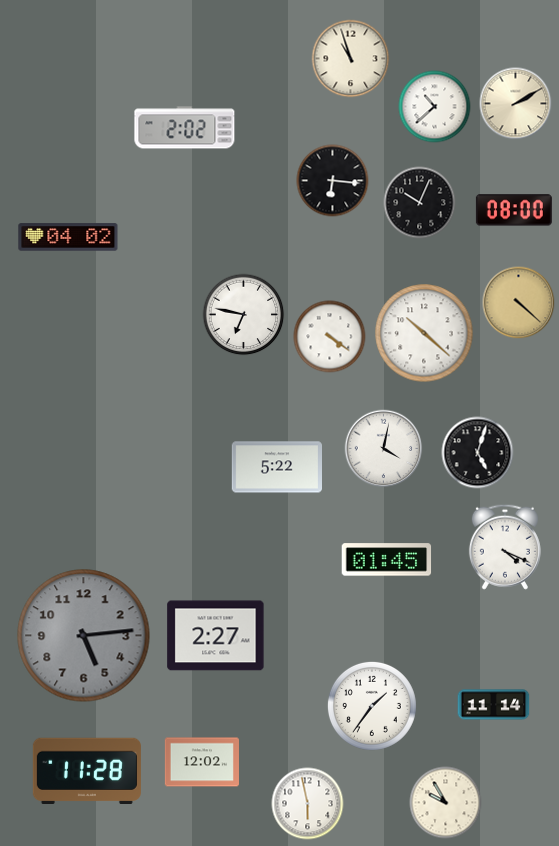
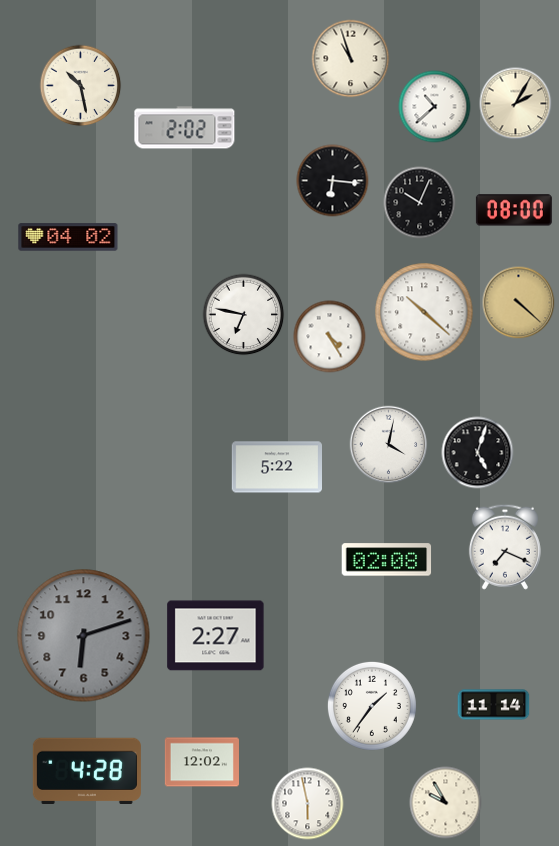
clock at (81, 86): none -> 10:28
clock at (516, 104): 2:10 -> 2:05
clock at (424, 333) position: (424, 333) -> (424, 312)
clock at (330, 337): 4:21 -> 4:25
clock at (384, 449) position: (384, 449) -> (389, 445)
clock at (505, 547): 4:19 -> 7:19
clock at (387, 560): 01:45 -> 02:08
clock at (84, 636): 5:14 -> 6:12
clock at (87, 771): 11:28 -> 4:28
